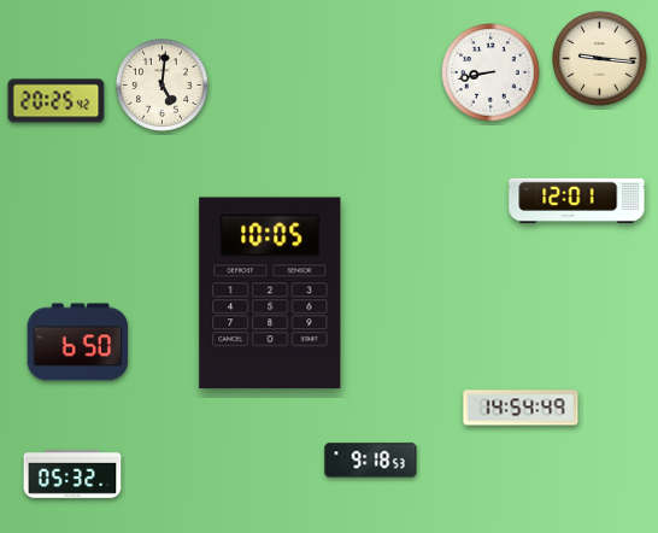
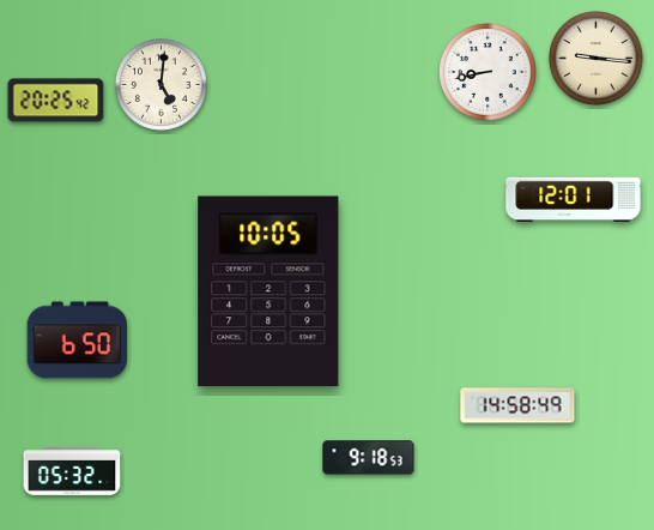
clock at (521, 408): 14:54 -> 14:58
